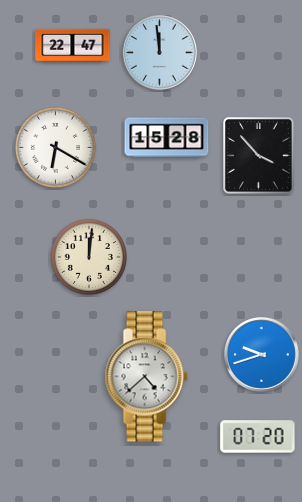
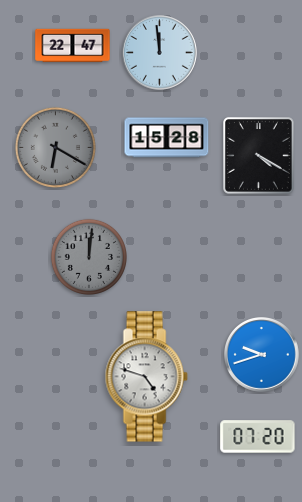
clock at (55, 147) dial: white -> grey
clock at (259, 156): 3:53 -> 4:20
clock at (89, 257) dial: cream -> grey
clock at (146, 377): 4:38 -> 4:48
